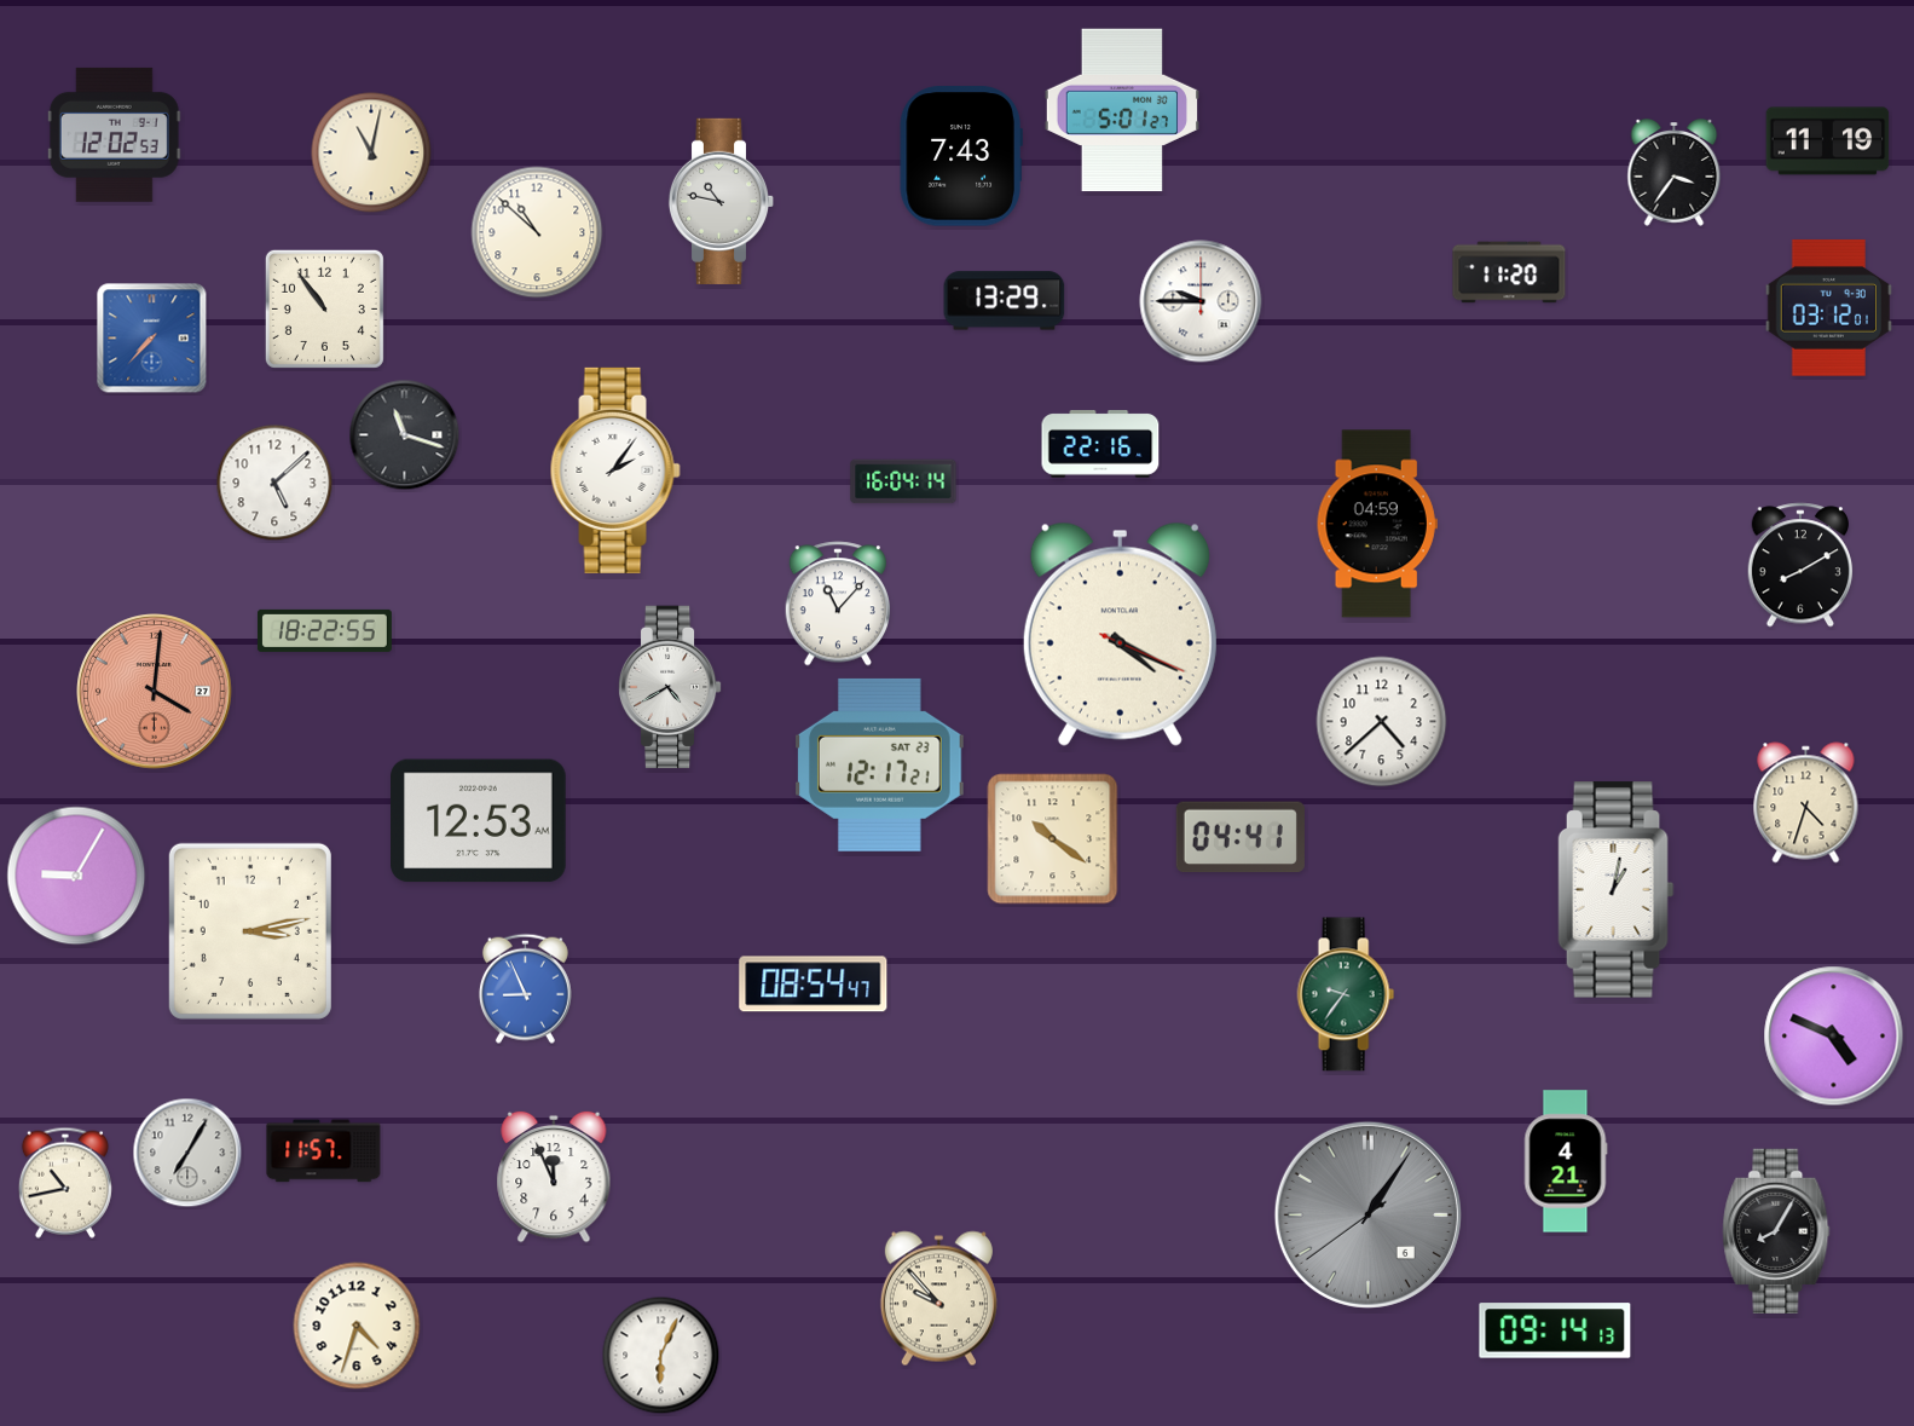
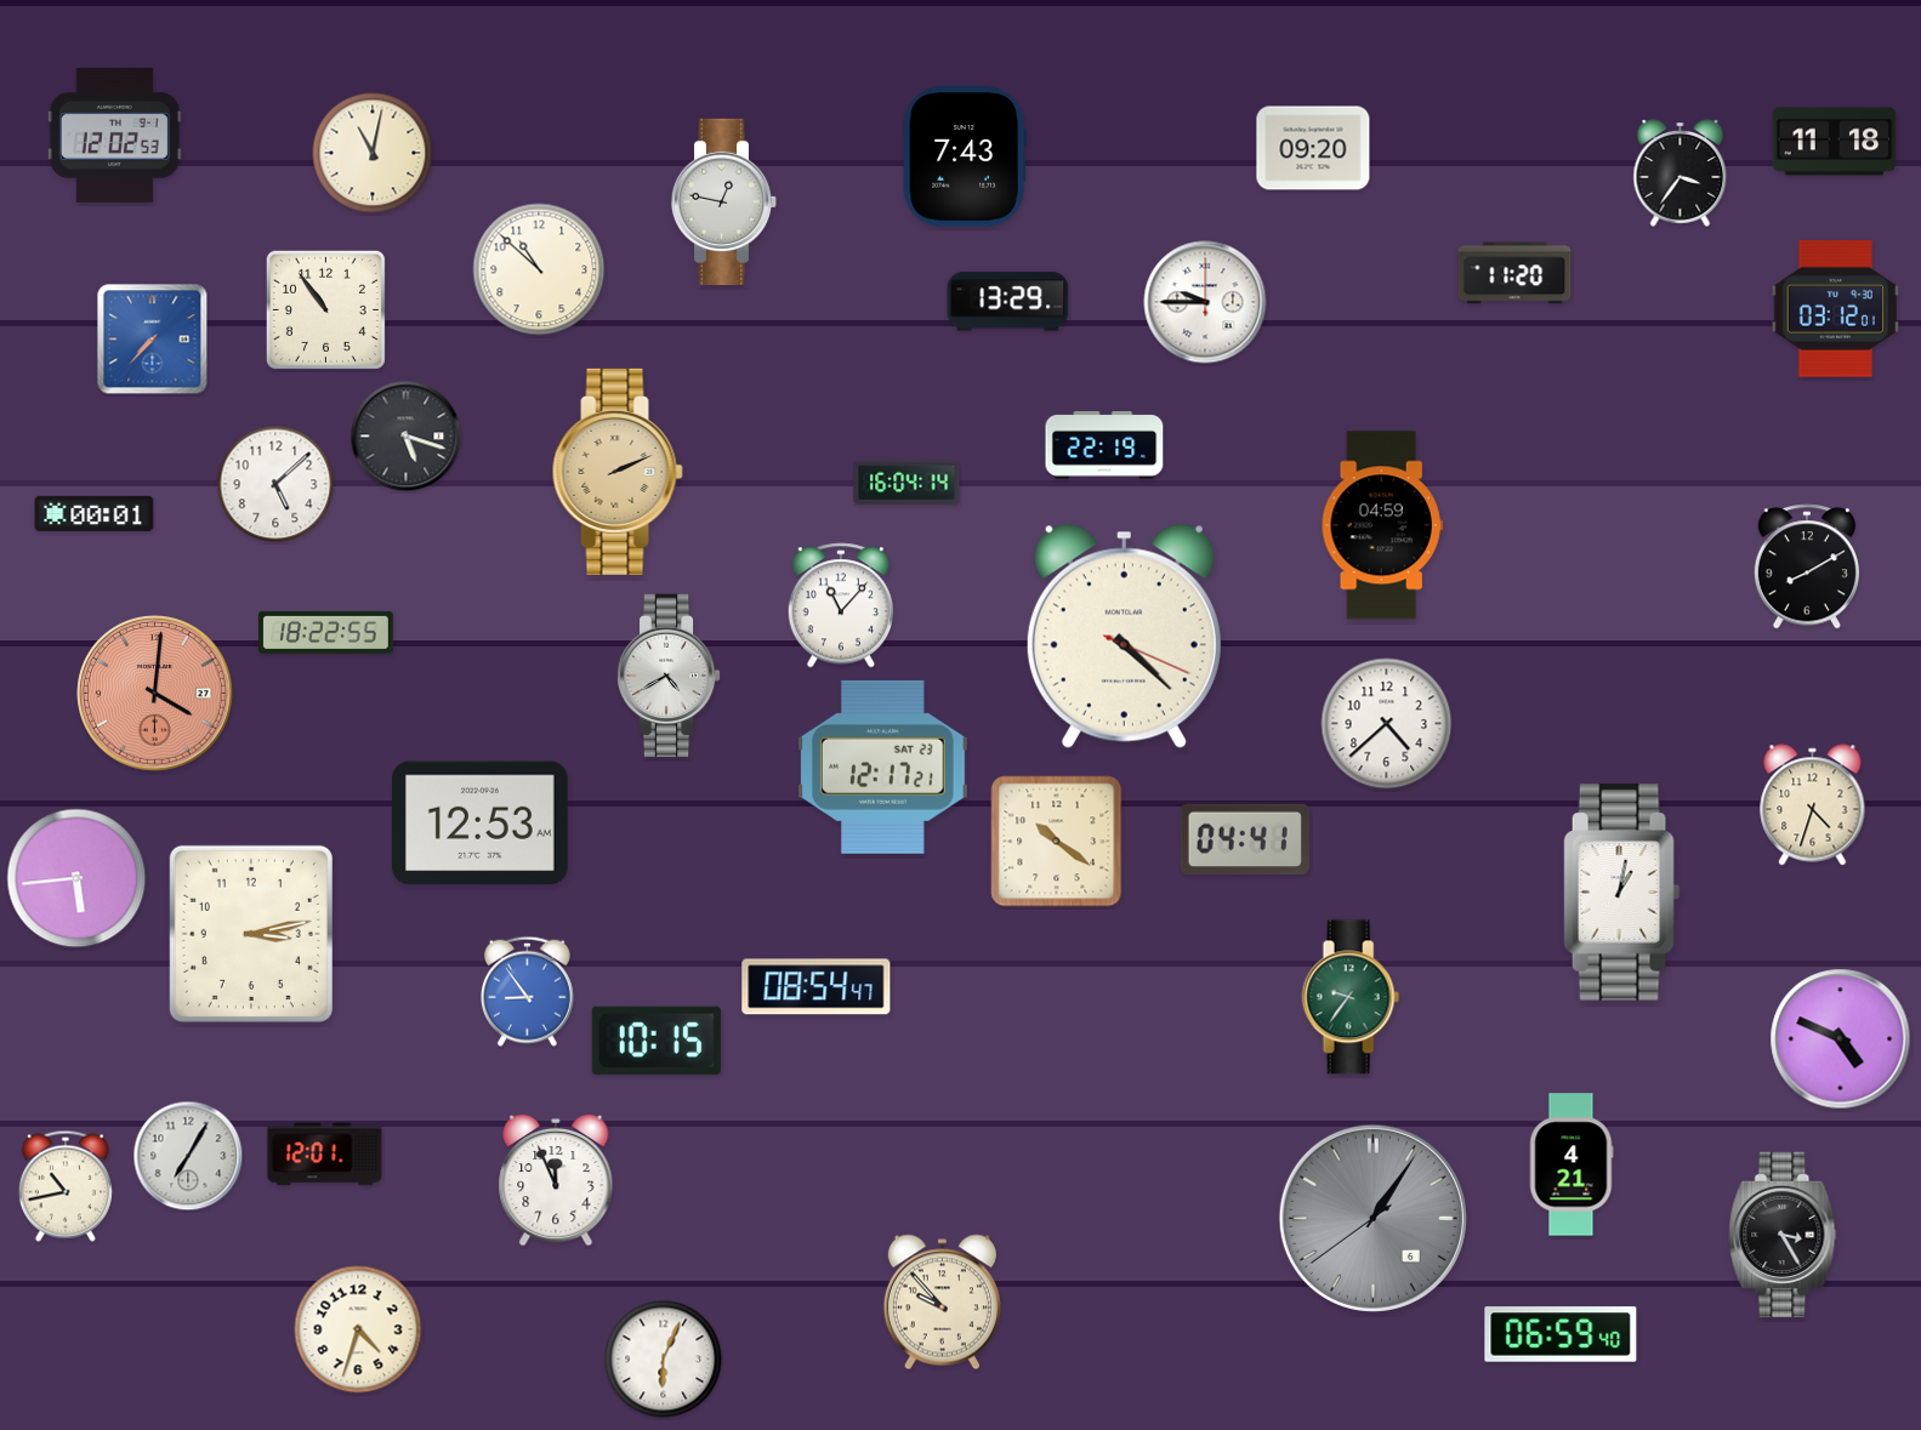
clock at (1121, 110): 5:01 -> none
clock at (1828, 142): 11:19 -> 11:18
clock at (1313, 148): none -> 09:20
clock at (722, 201): 10:47 -> 12:47
clock at (537, 232) position: (537, 232) -> (539, 269)
clock at (405, 435): 11:18 -> 5:18
clock at (1100, 445): 22:16 -> 22:19
clock at (615, 470): 2:06 -> 2:11
clock at (615, 470) dial: white -> champagne
clock at (95, 513): none -> 00:01
clock at (1120, 634): 4:19 -> 4:22
clock at (670, 687) position: (670, 687) -> (669, 676)
clock at (76, 876): 9:05 -> 5:44
clock at (525, 988): 8:56 -> 8:54
clock at (657, 1041): none -> 10:15
clock at (324, 1151): 11:57 -> 12:01
clock at (1776, 1230): 8:05 -> 3:25
clock at (1555, 1330): 09:14 -> 06:59
